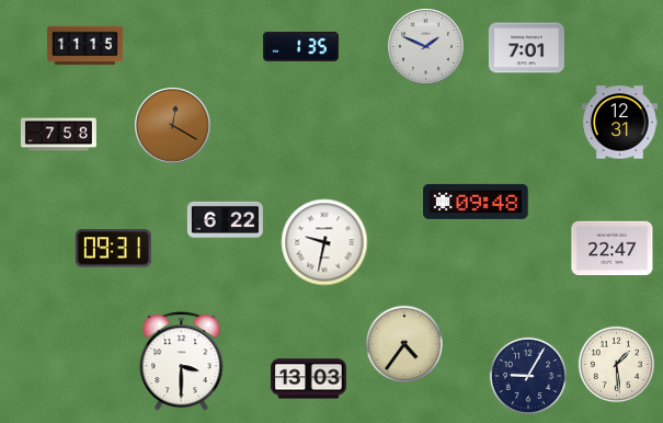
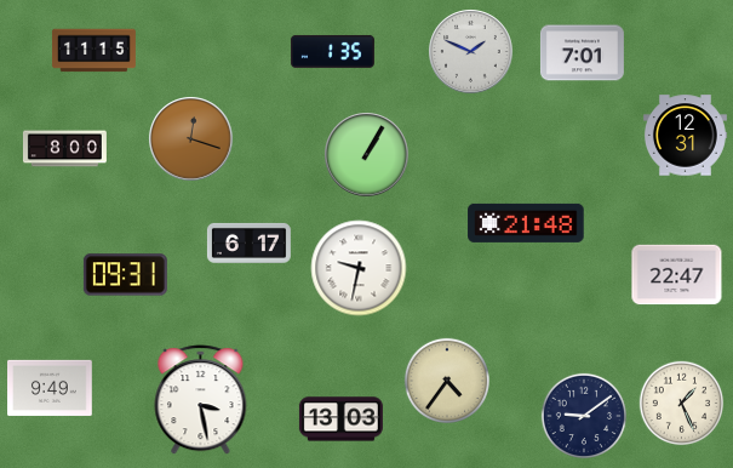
clock at (173, 126): 12:20 -> 12:18
clock at (58, 135): 7:58 -> 8:00
clock at (367, 155): none -> 1:05
clock at (476, 202): 09:48 -> 21:48
clock at (225, 219): 6:22 -> 6:17
clock at (51, 388): none -> 9:49
clock at (182, 362): 3:30 -> 3:28
clock at (617, 365): 1:29 -> 1:26
clock at (527, 375): 9:05 -> 9:09
